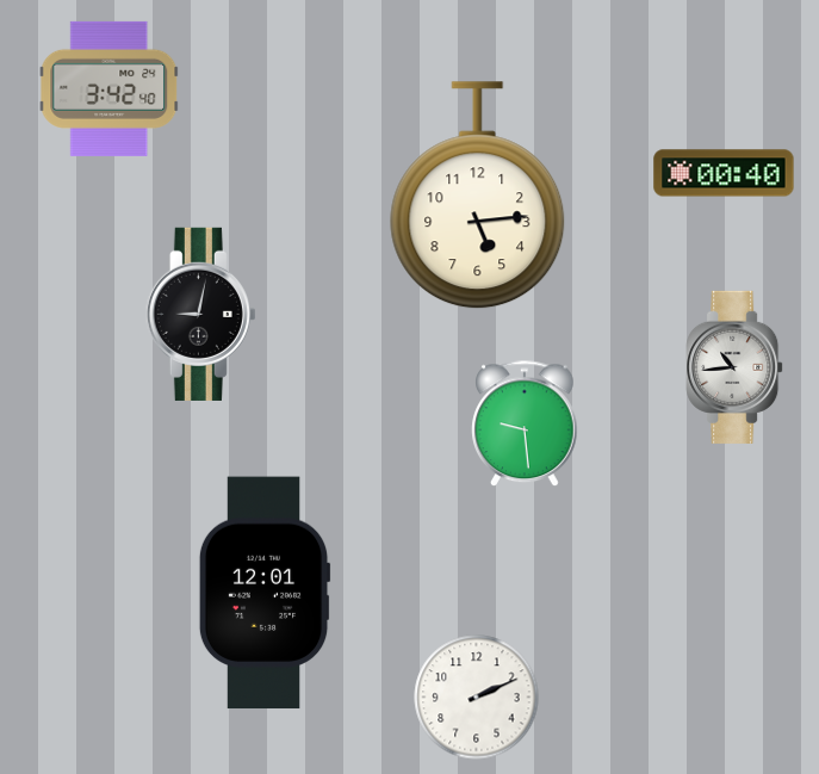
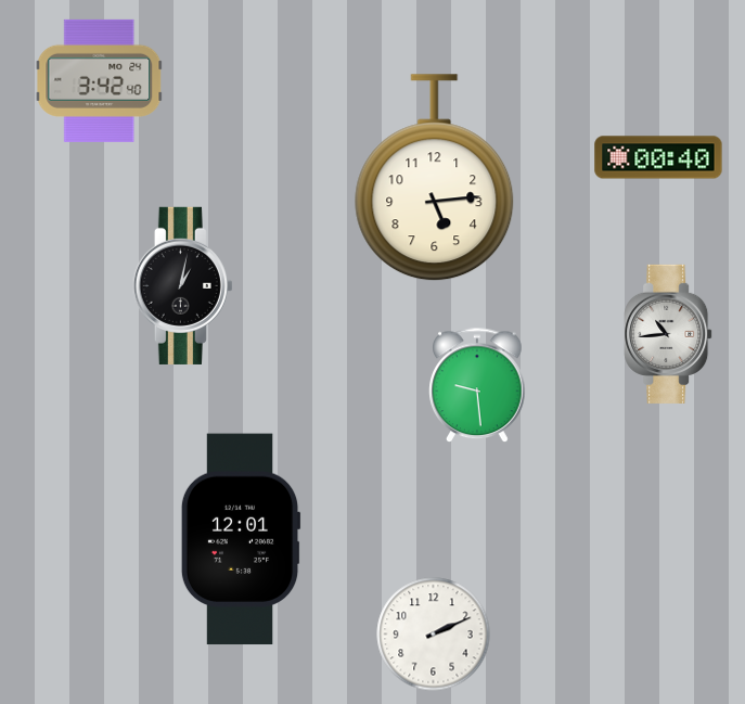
clock at (200, 314): 9:02 -> 1:02
